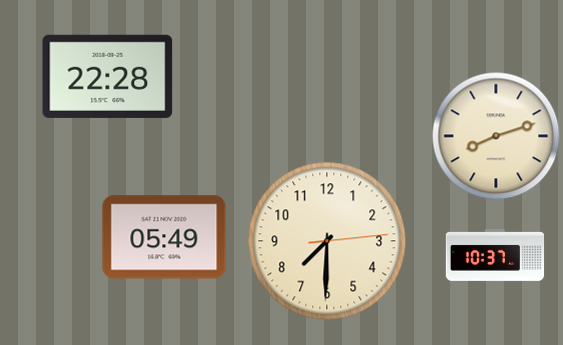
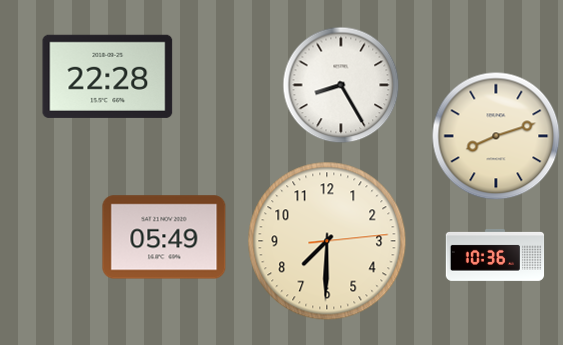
clock at (341, 85): none -> 8:25
clock at (495, 255): 10:37 -> 10:36
